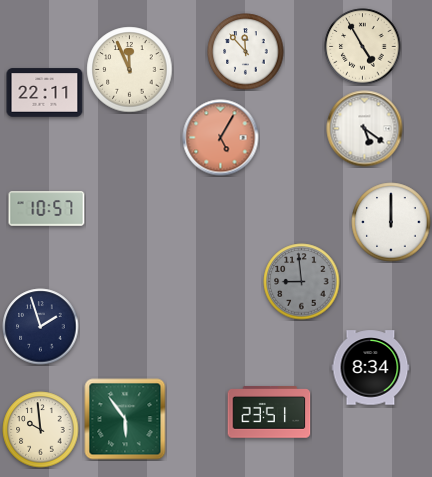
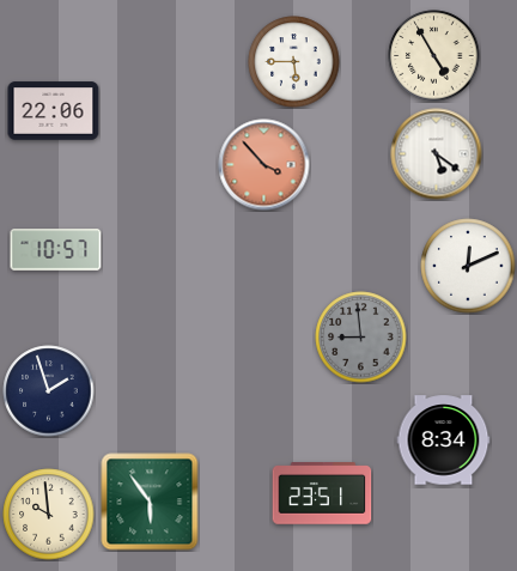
clock at (246, 52): 11:53 -> 5:45
clock at (130, 70): 11:56 -> none
clock at (45, 93): 22:11 -> 22:06
clock at (221, 138): 5:05 -> 3:53
clock at (391, 222): 12:00 -> 12:11
